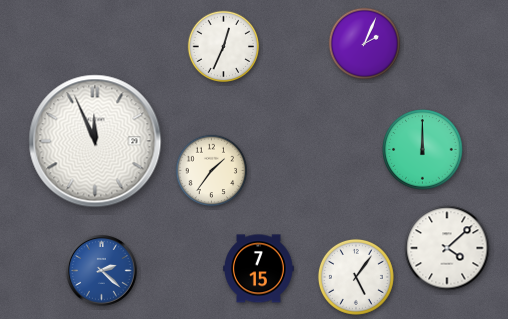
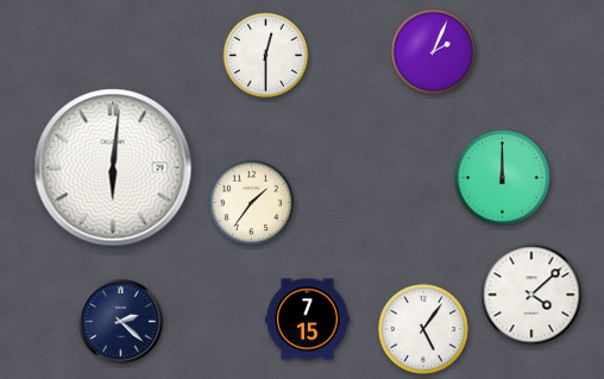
clock at (224, 47): 12:34 -> 12:30
clock at (95, 141): 11:56 -> 6:01
clock at (102, 271) dial: blue -> navy
